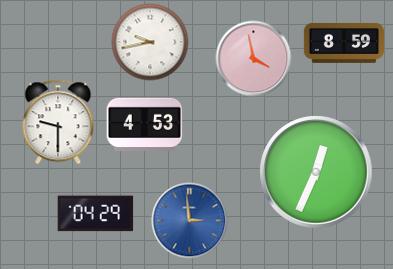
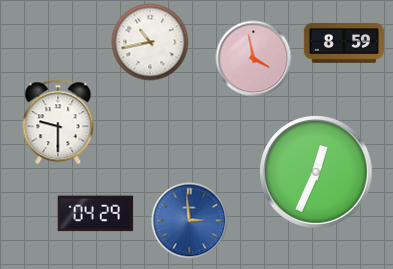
clock at (150, 42): 9:43 -> 10:43
clock at (145, 124): 4:53 -> none
